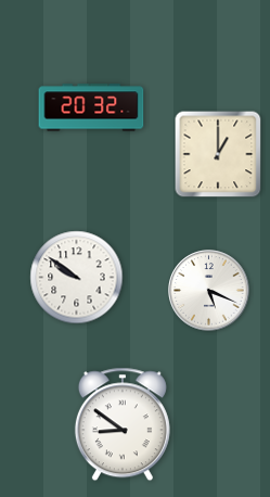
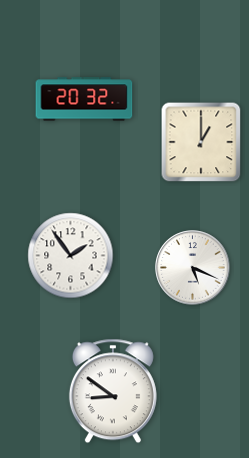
clock at (77, 278): 9:51 -> 1:54
